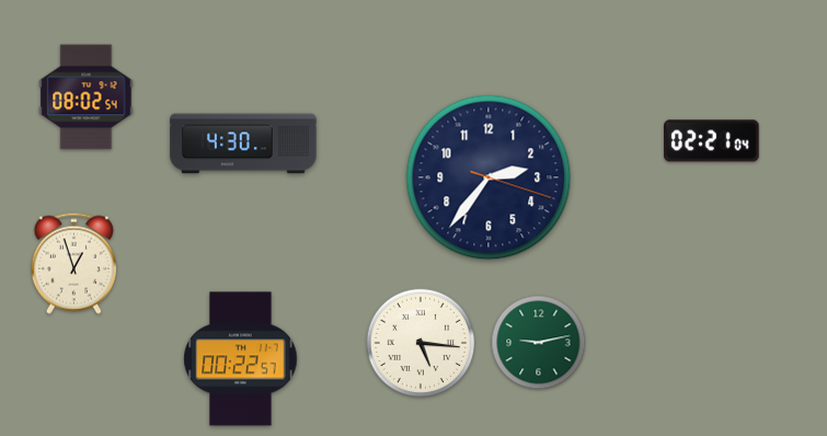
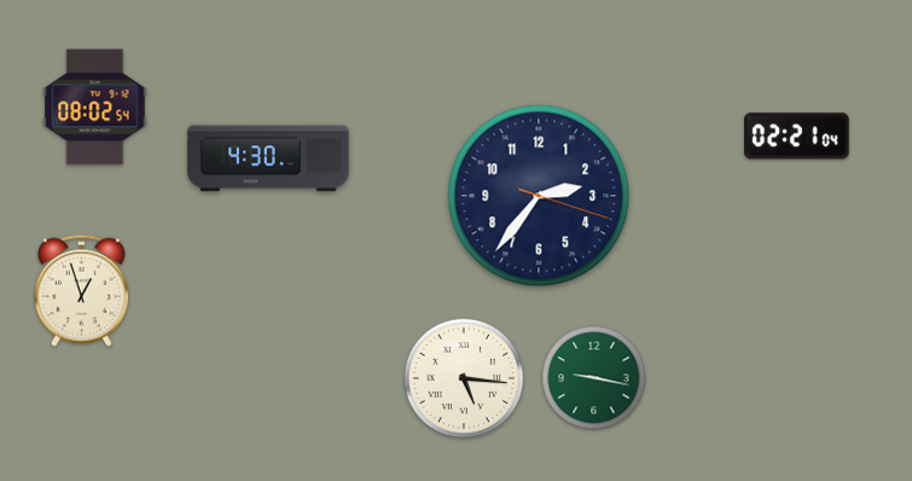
clock at (712, 141) position: (712, 141) -> (797, 137)
clock at (539, 343): 9:13 -> 9:17
clock at (241, 359): 00:22 -> none
